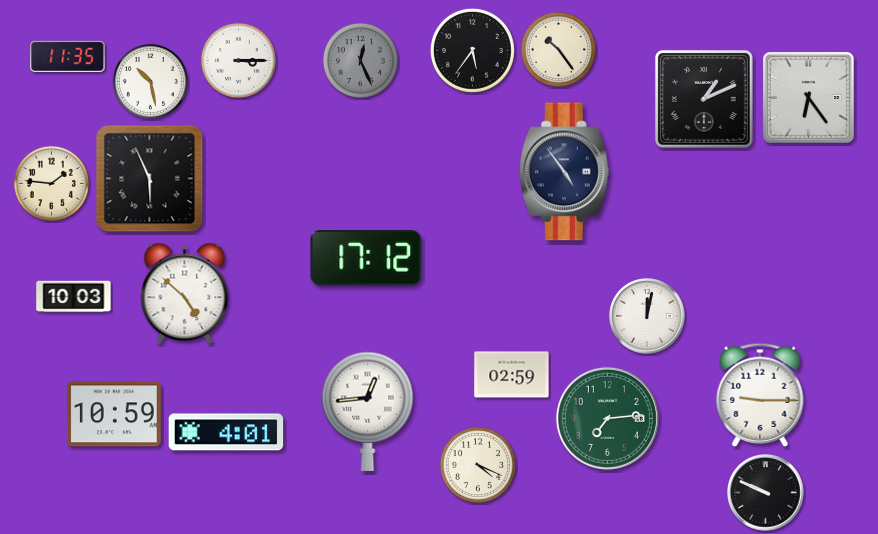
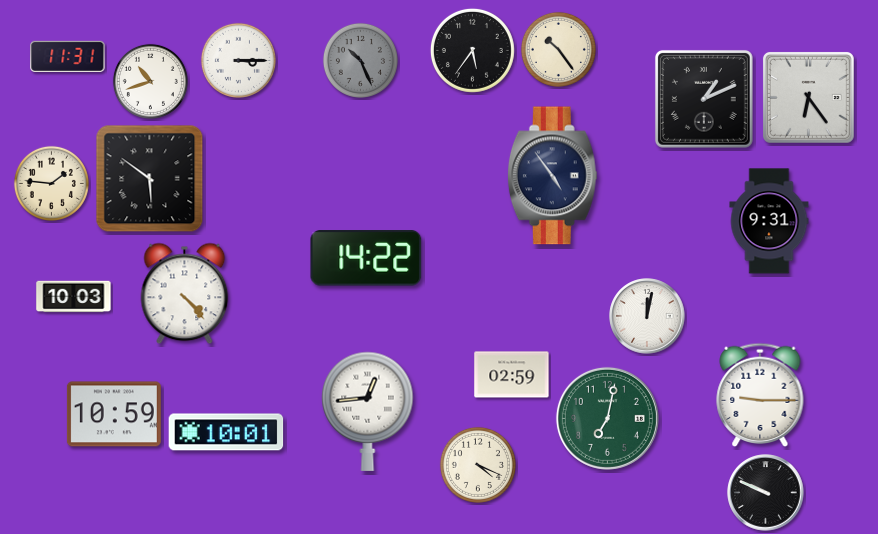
clock at (68, 56): 11:35 -> 11:31
clock at (360, 60): 12:26 -> 10:26
clock at (150, 81): 10:28 -> 10:42
clock at (564, 172) position: (564, 172) -> (552, 176)
clock at (150, 179): 5:56 -> 5:51
clock at (769, 221): none -> 9:31
clock at (366, 258): 17:12 -> 14:22
clock at (185, 294): 4:52 -> 4:23
clock at (607, 418): 7:14 -> 7:02
clock at (226, 432): 4:01 -> 10:01
